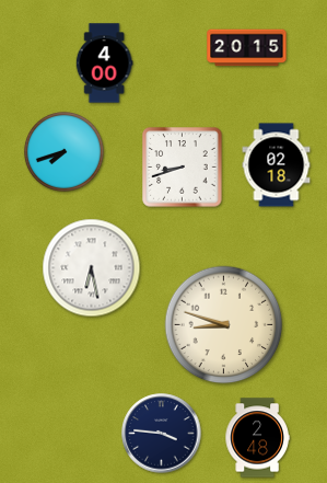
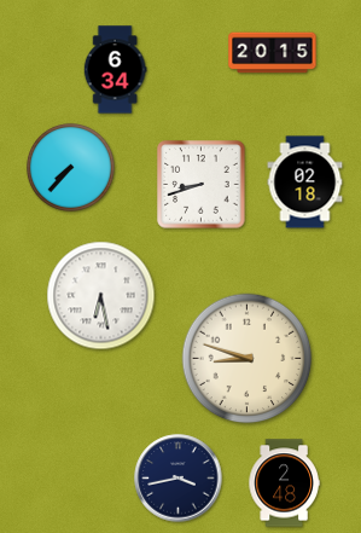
clock at (104, 64): 4:00 -> 6:34
clock at (63, 151): 7:42 -> 7:37
clock at (162, 434): 3:46 -> 3:43
